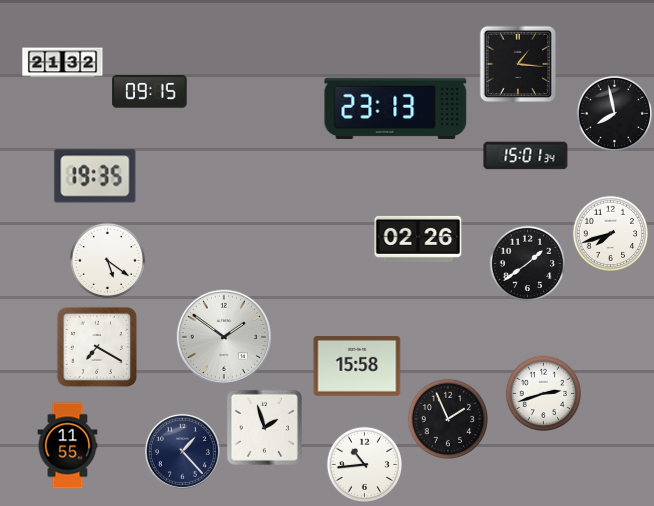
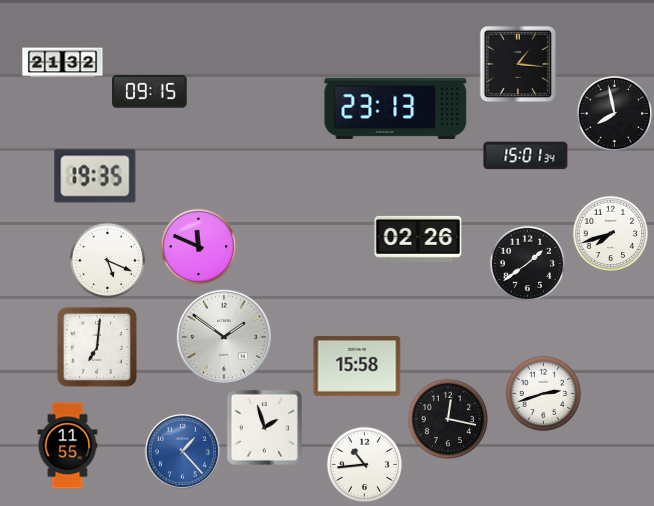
clock at (199, 247): none -> 11:49
clock at (108, 261): 5:21 -> 5:19
clock at (97, 347): 7:20 -> 7:01
clock at (448, 419): 1:56 -> 12:17
clock at (182, 451) dial: navy -> blue
